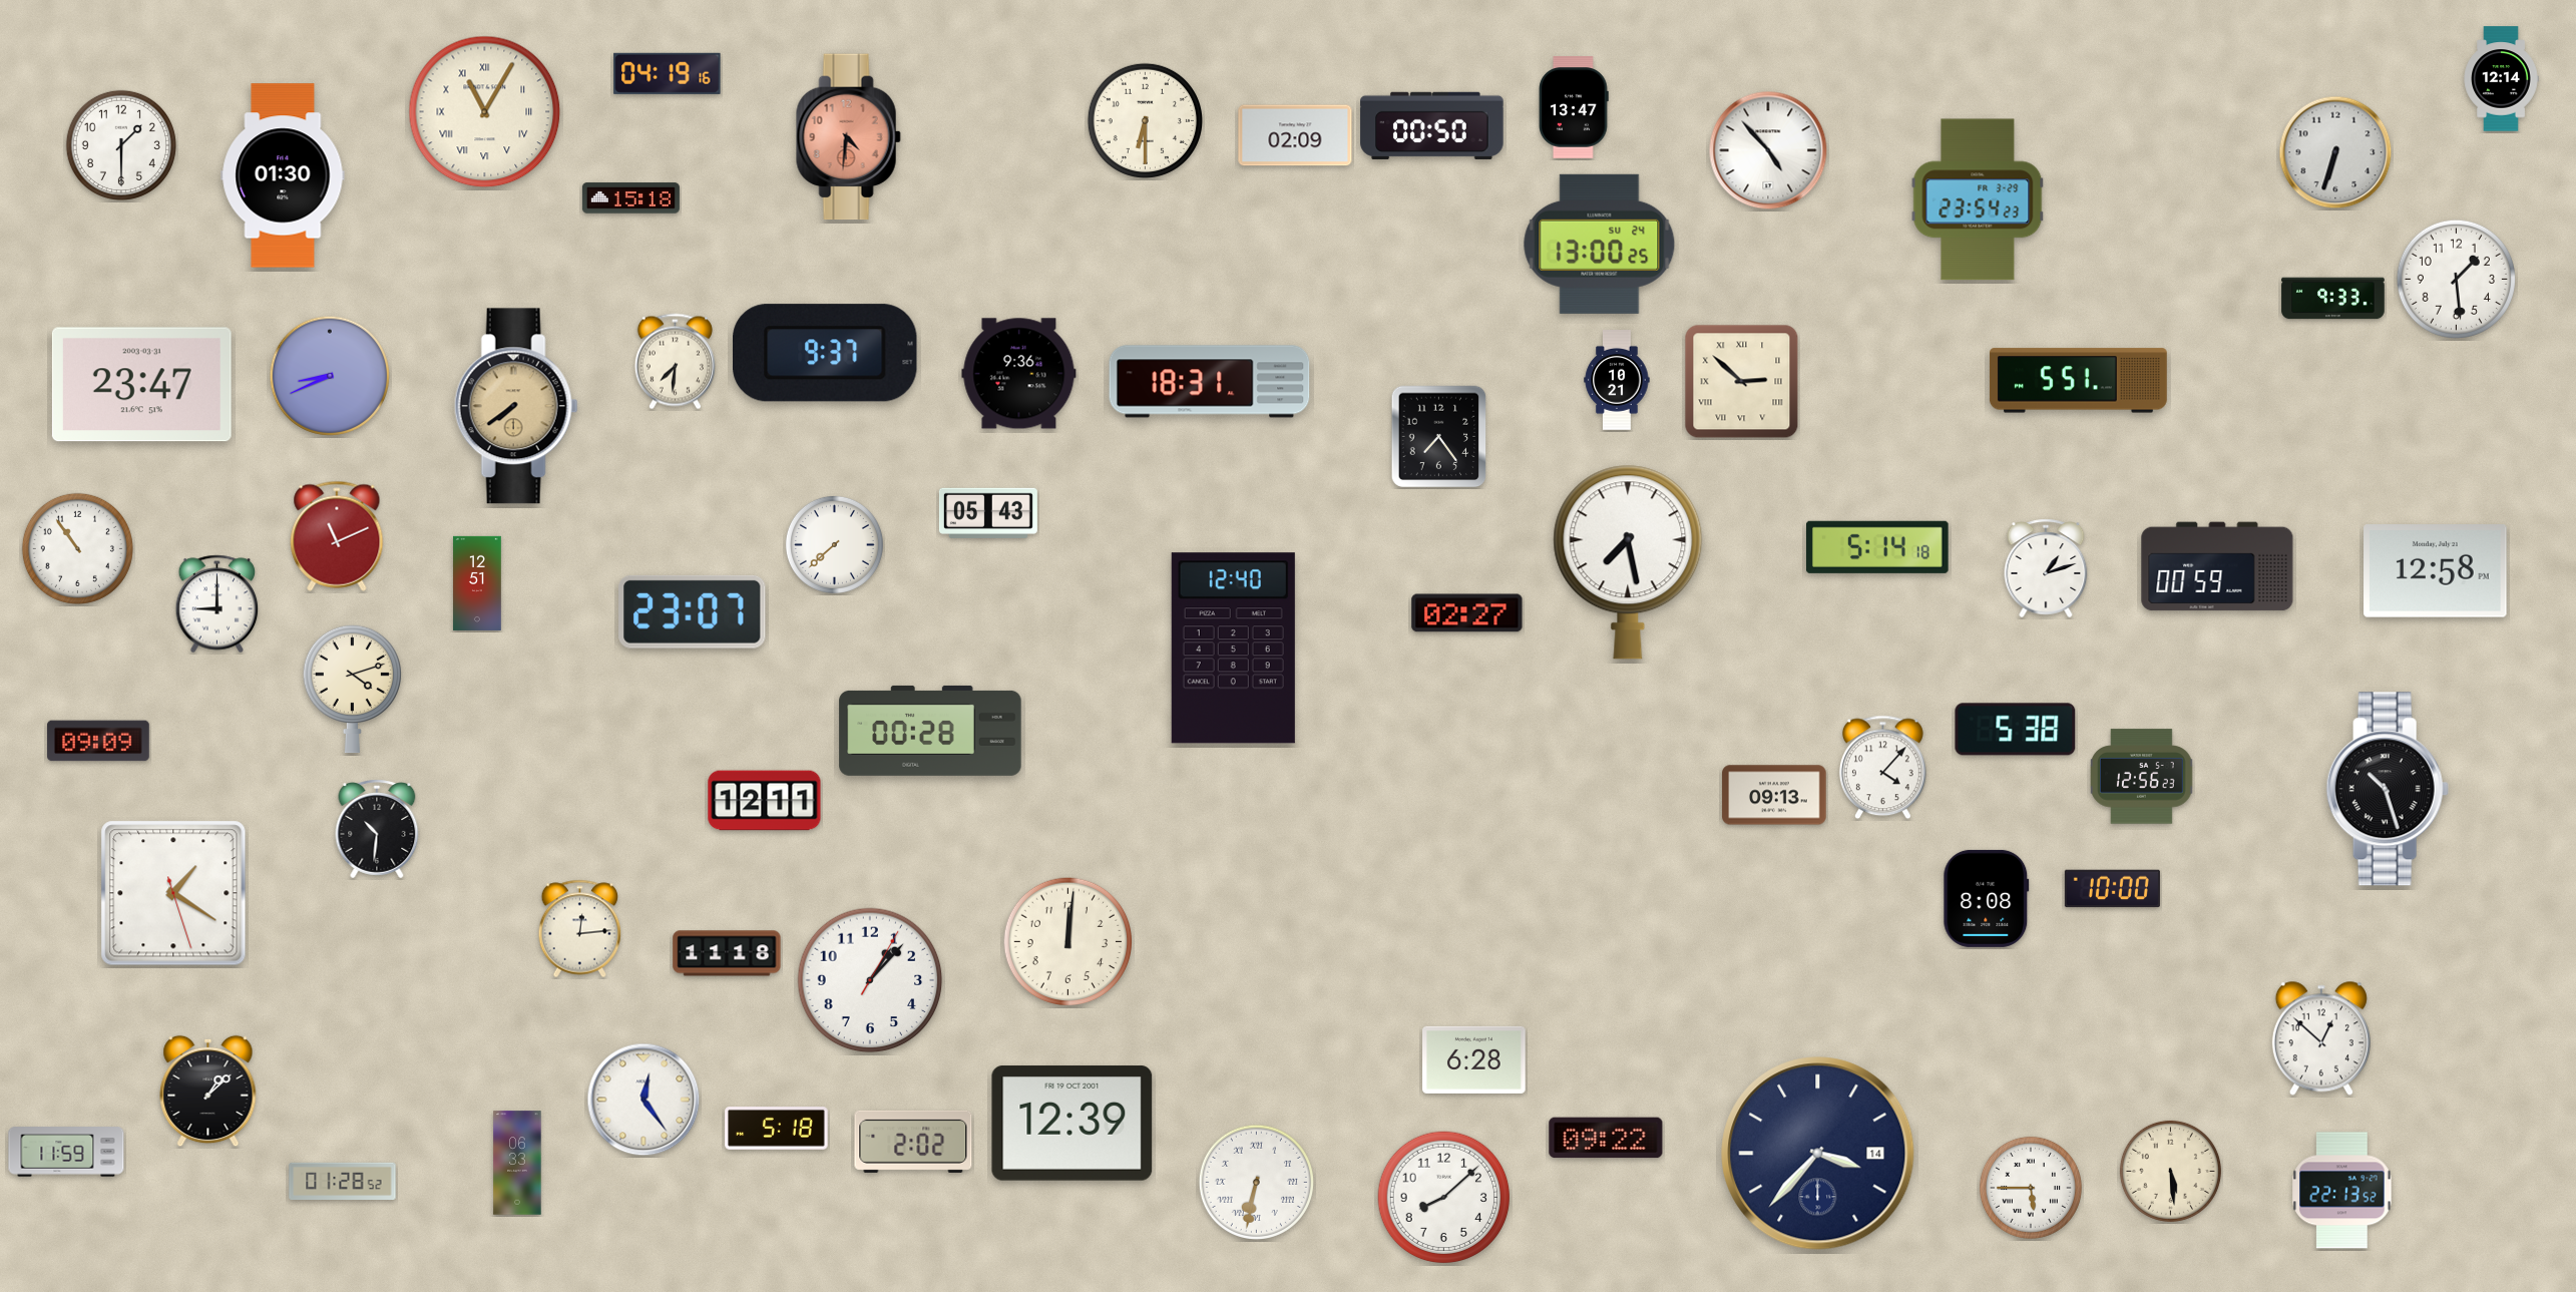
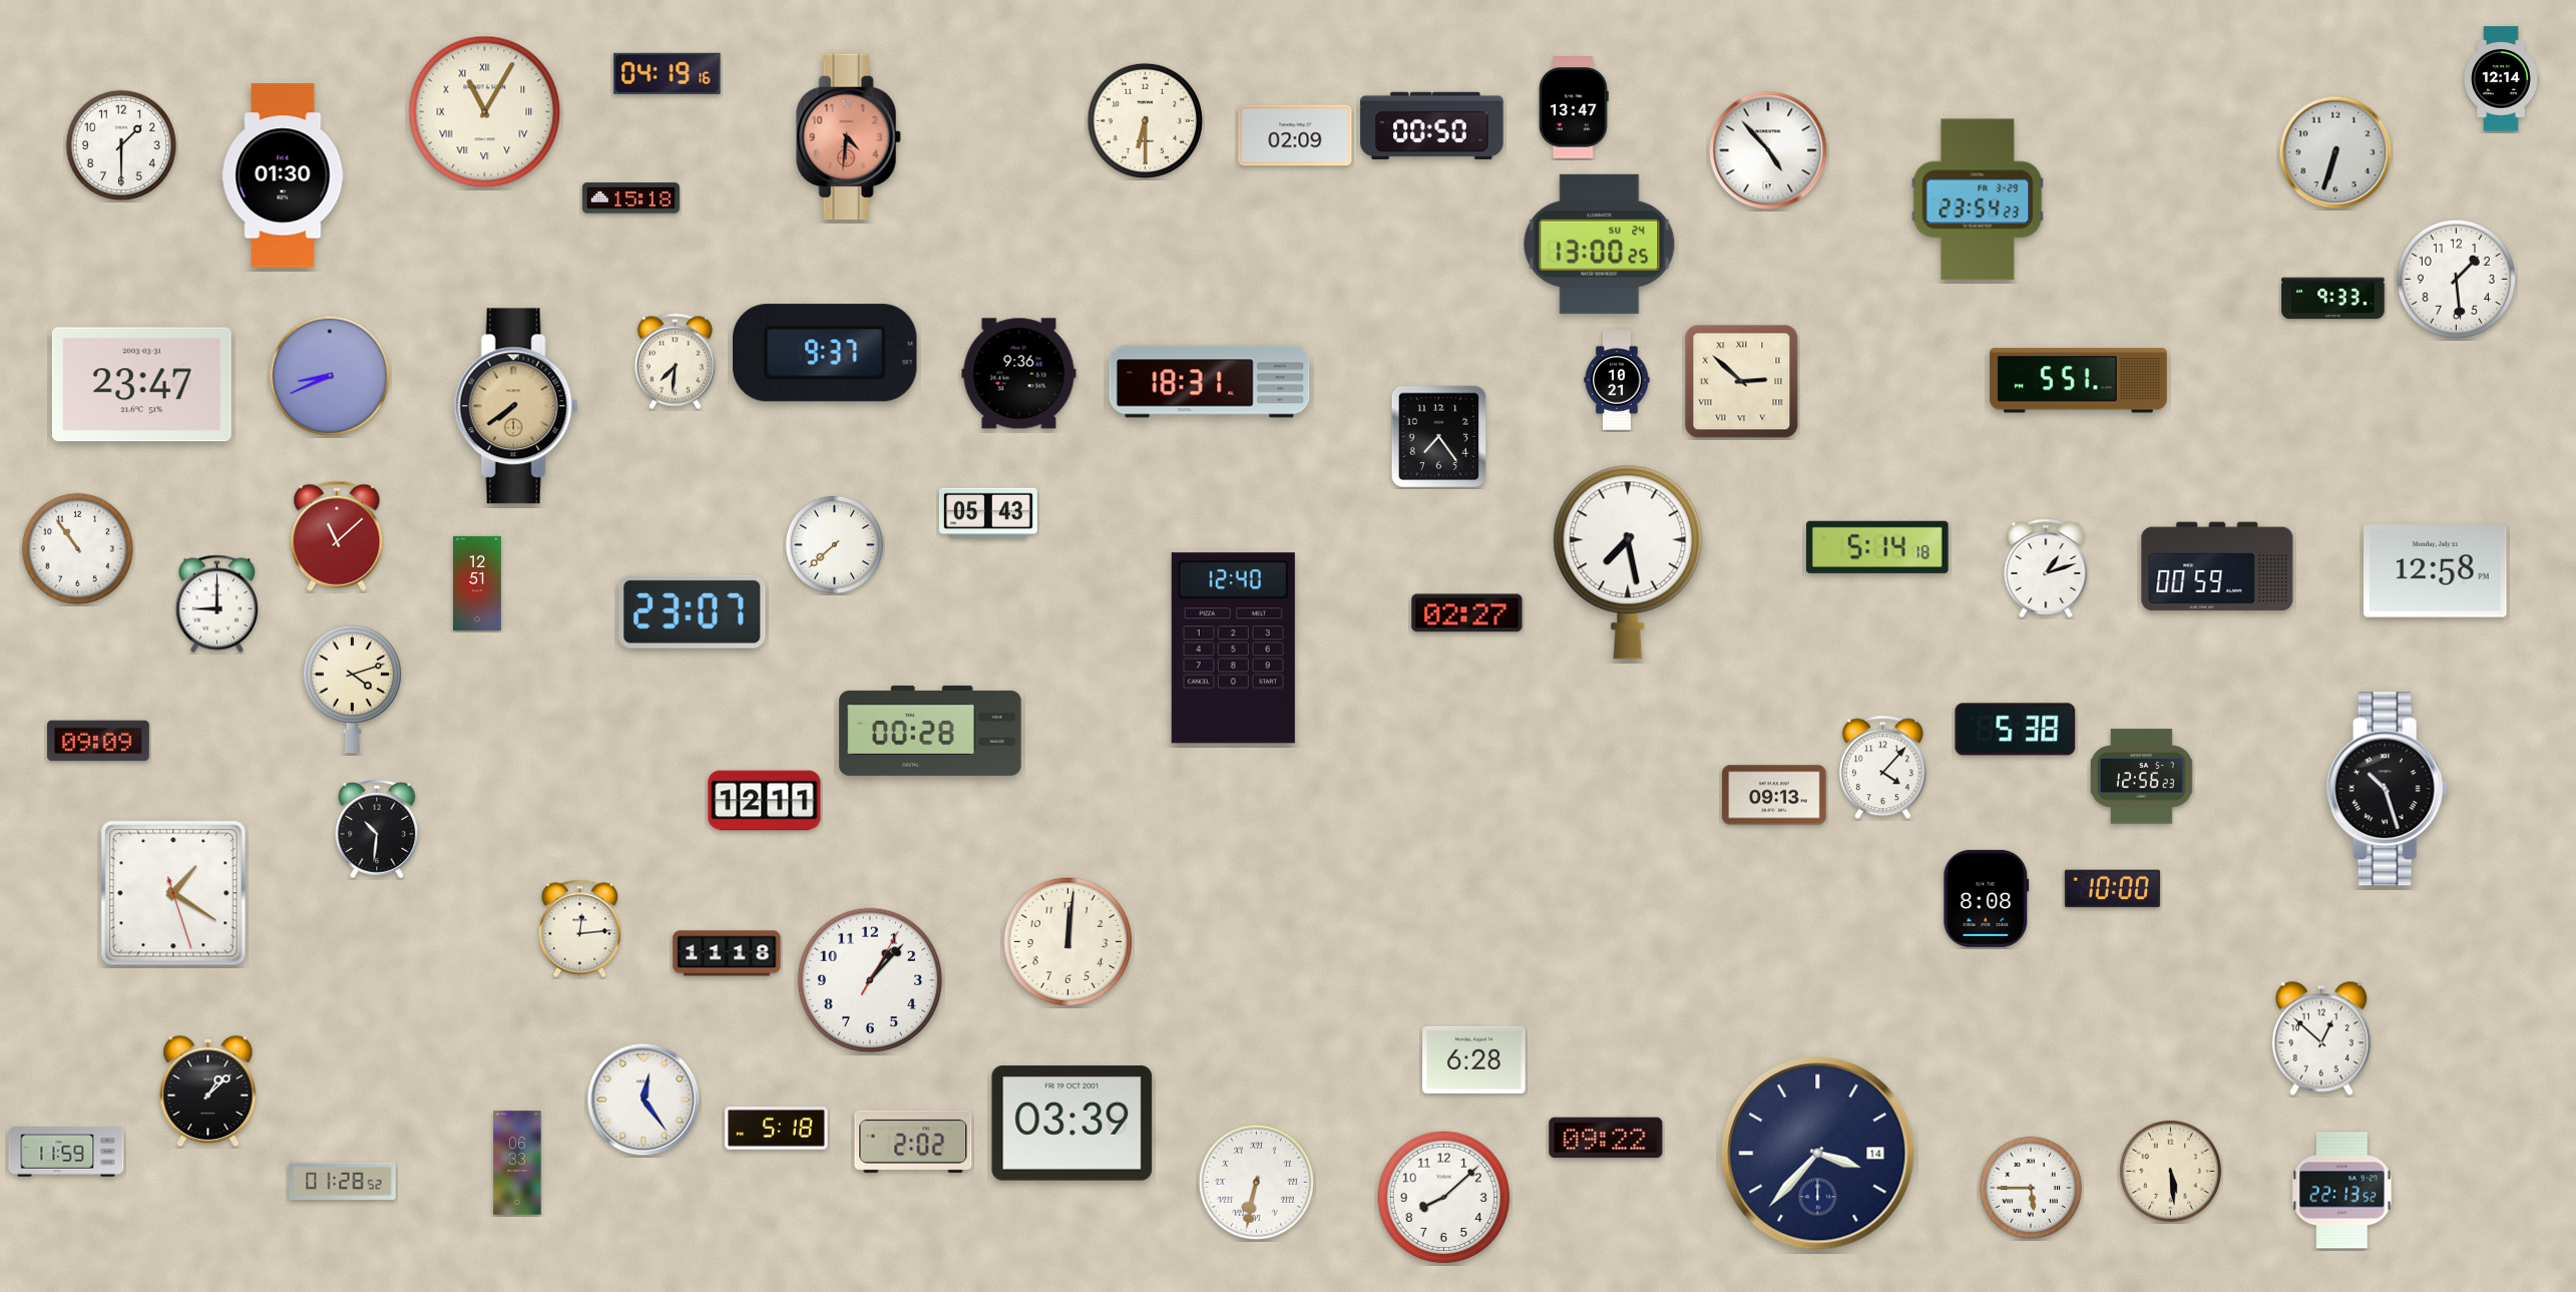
clock at (337, 536): 11:11 -> 11:08
clock at (1072, 1124): 12:39 -> 03:39
